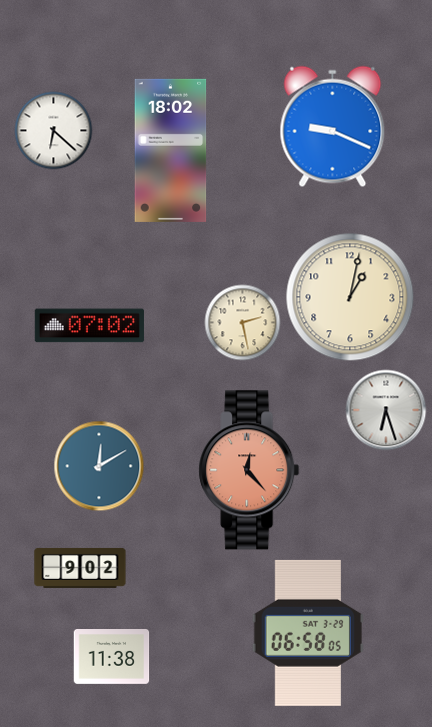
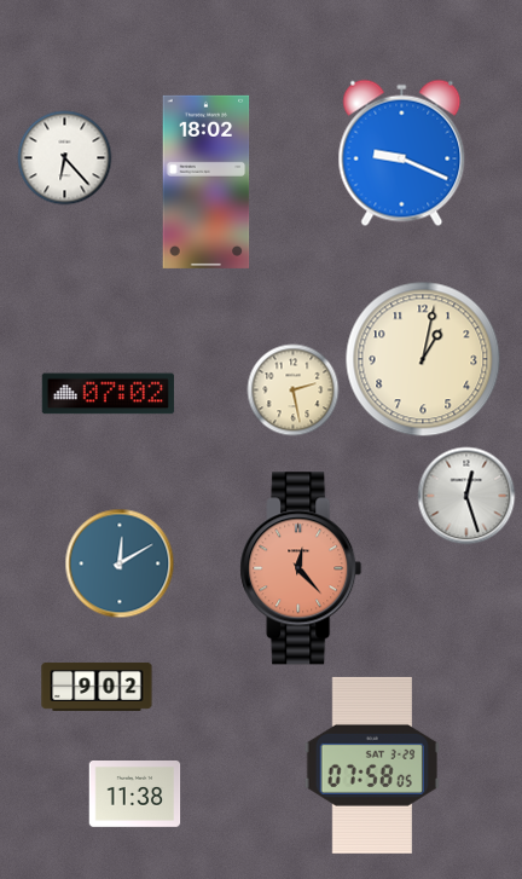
clock at (54, 131): 6:22 -> 6:23
clock at (386, 410): 6:27 -> 12:27
clock at (308, 633): 06:58 -> 07:58
